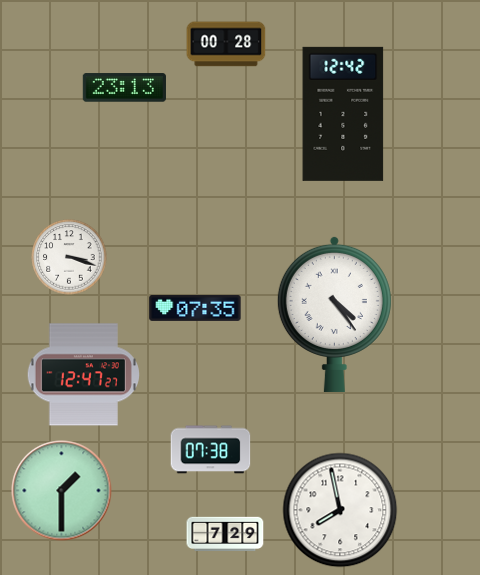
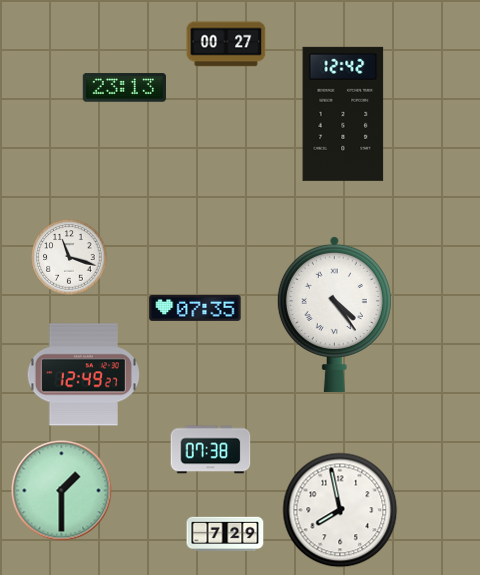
clock at (226, 44): 00:28 -> 00:27
clock at (69, 257): 3:18 -> 11:18
clock at (83, 375): 12:47 -> 12:49
